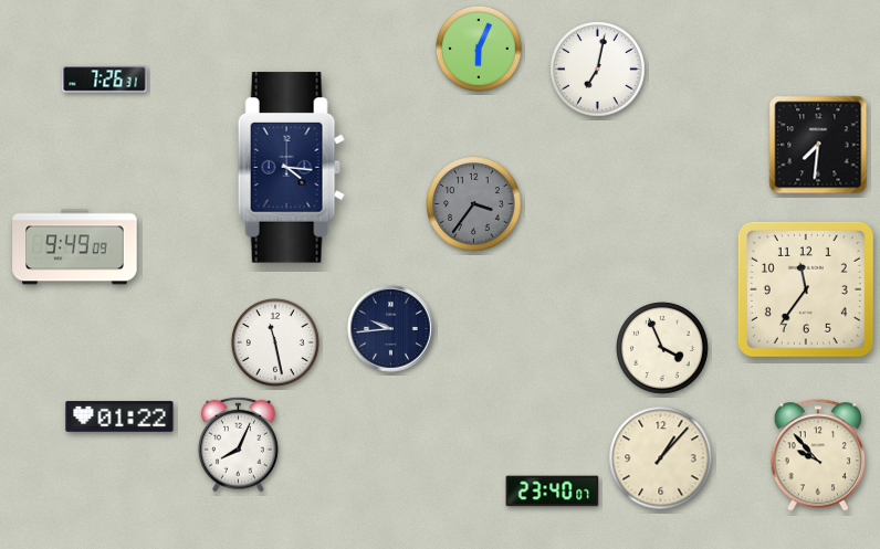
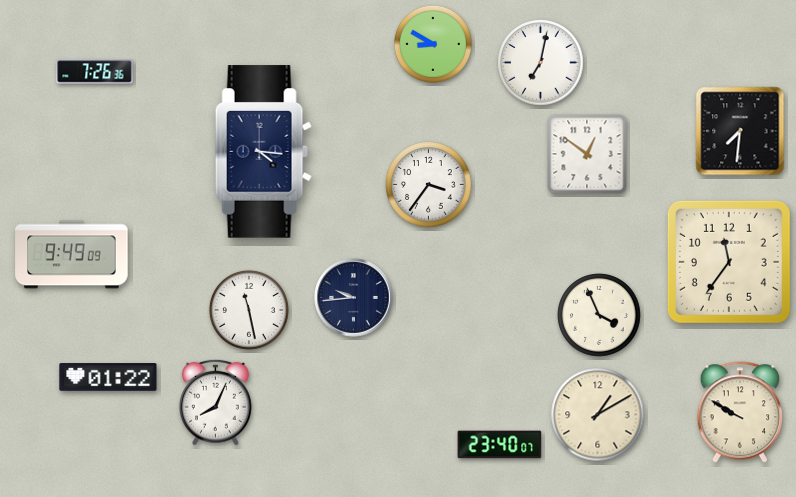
clock at (479, 49): 6:04 -> 8:50
clock at (105, 80): 7:26:31 -> 7:26:36
clock at (587, 154): none -> 12:51
clock at (474, 204) dial: grey -> white
clock at (75, 247) position: (75, 247) -> (72, 255)
clock at (817, 455): 9:53 -> 9:50
clock at (661, 458): 1:07 -> 1:10
